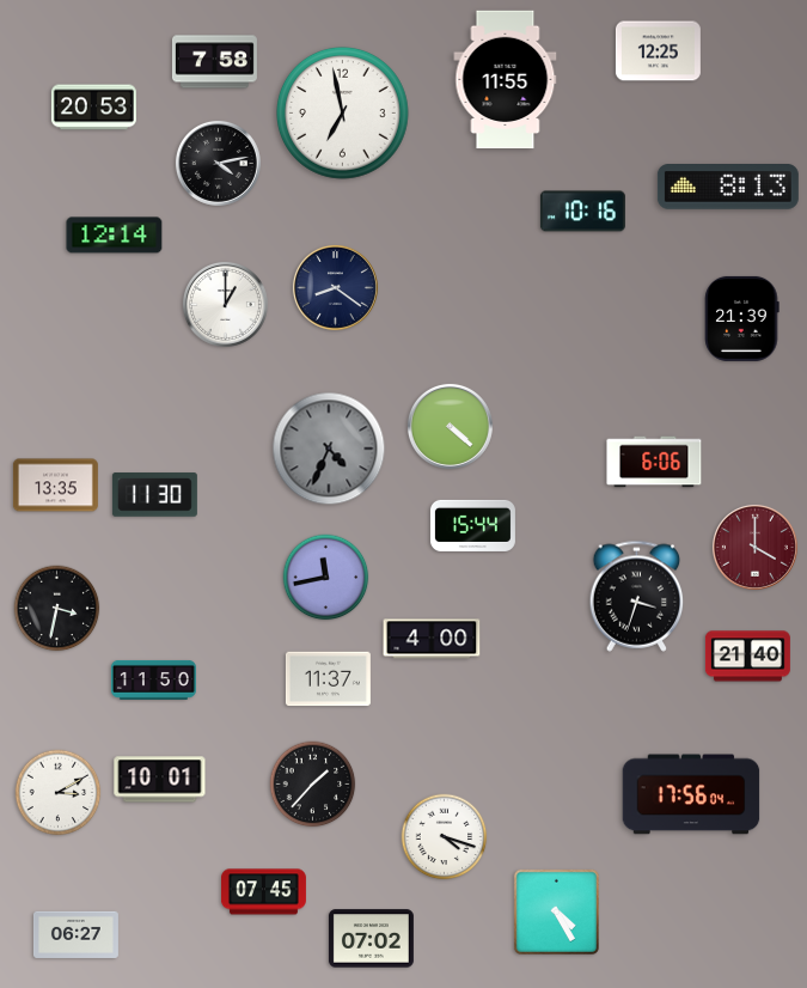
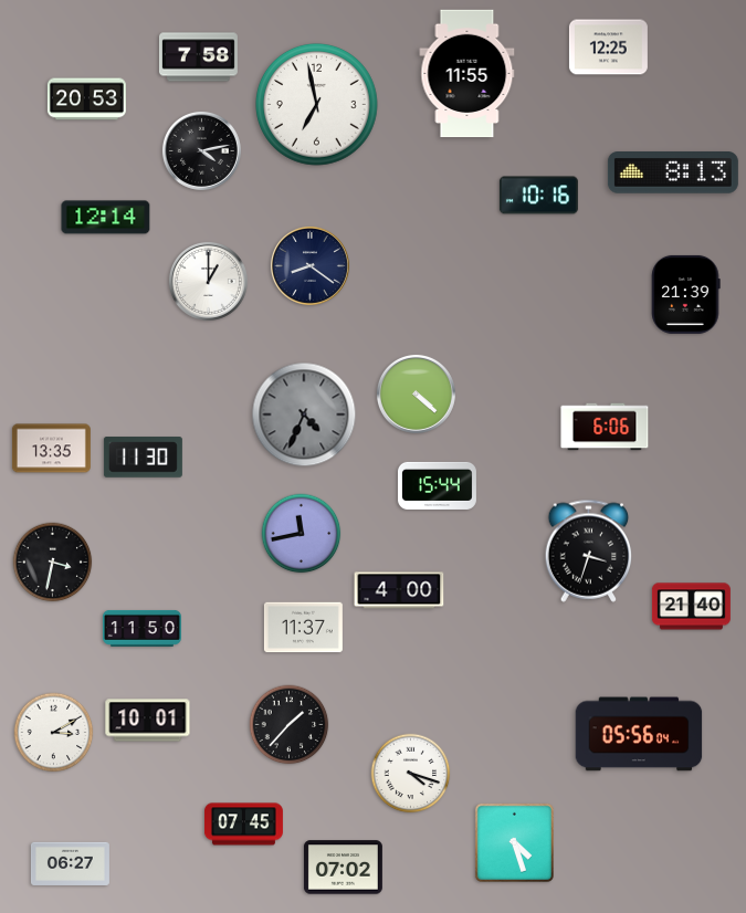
clock at (754, 547): 4:00 -> none
clock at (691, 794): 17:56 -> 05:56
clock at (556, 911): 4:25 -> 4:27
